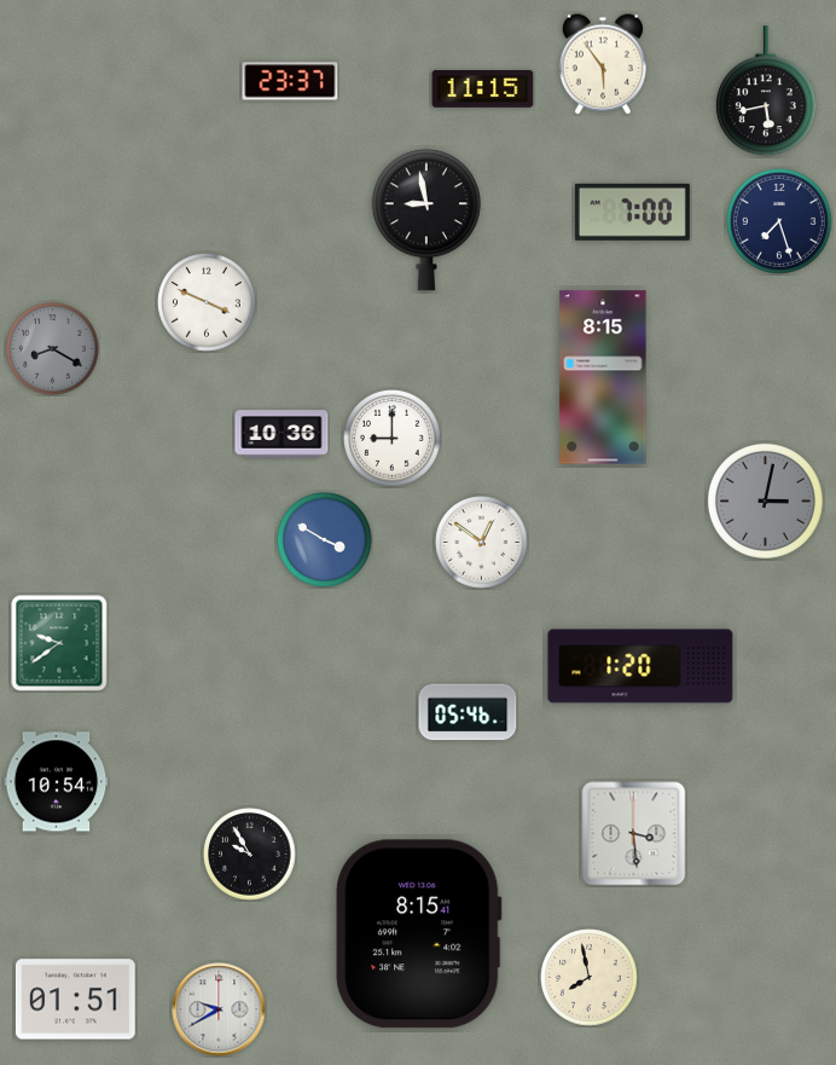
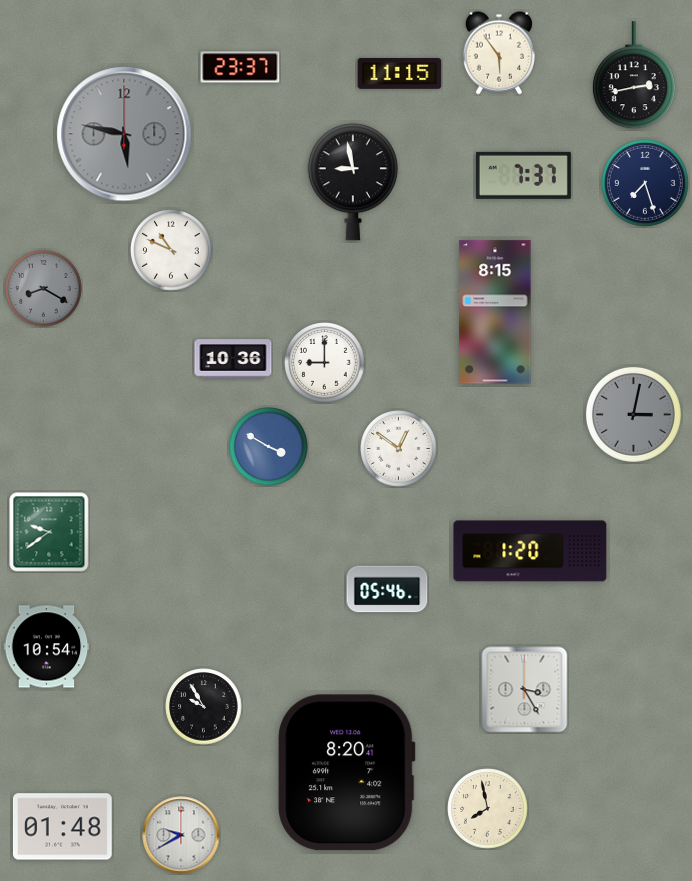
clock at (766, 92): 5:43 -> 2:43
clock at (124, 134): none -> 5:47
clock at (632, 212): 7:00 -> 7:37
clock at (207, 302): 3:49 -> 10:49
clock at (603, 377) position: (603, 377) -> (495, 312)
clock at (634, 834): 3:29 -> 3:25
clock at (250, 855) position: (250, 855) -> (204, 707)
clock at (419, 934): 8:15 -> 8:20
clock at (76, 1000): 01:51 -> 01:48
